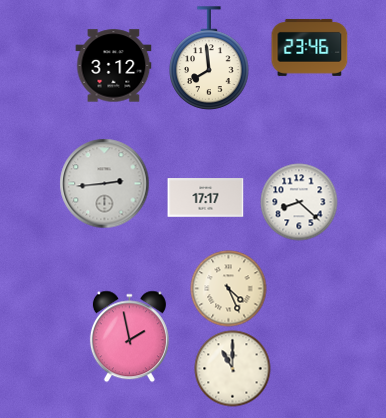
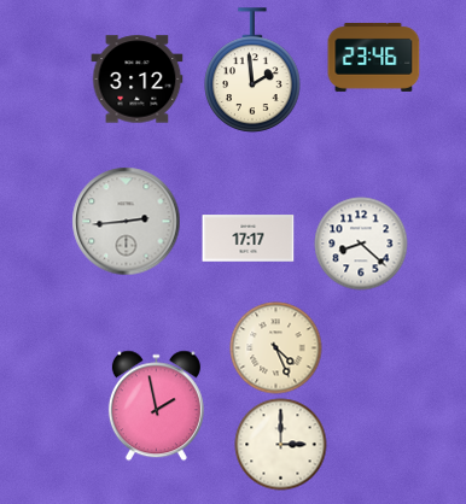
clock at (209, 58): 7:59 -> 1:59
clock at (233, 369): 11:00 -> 3:00
